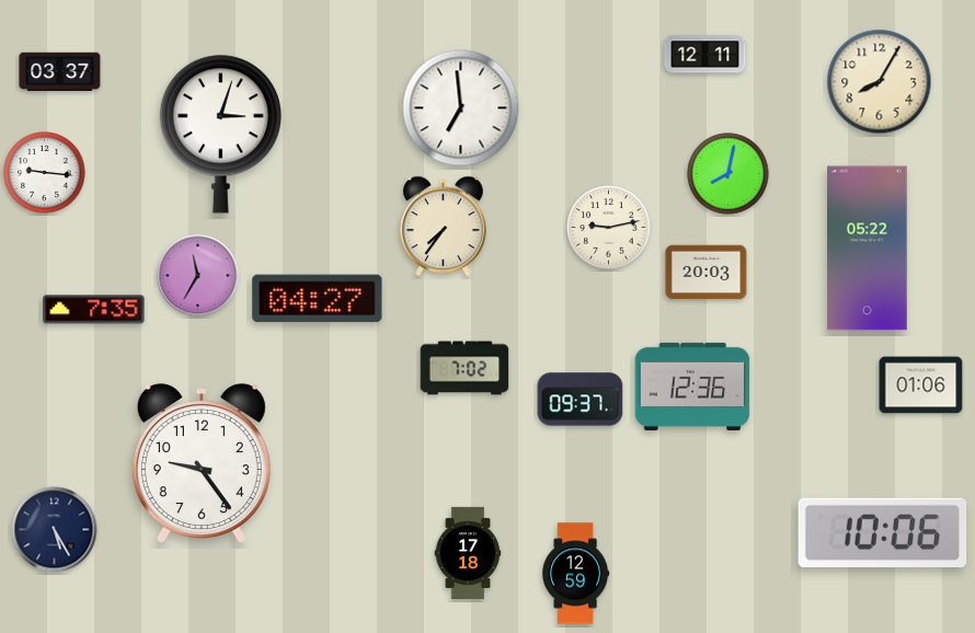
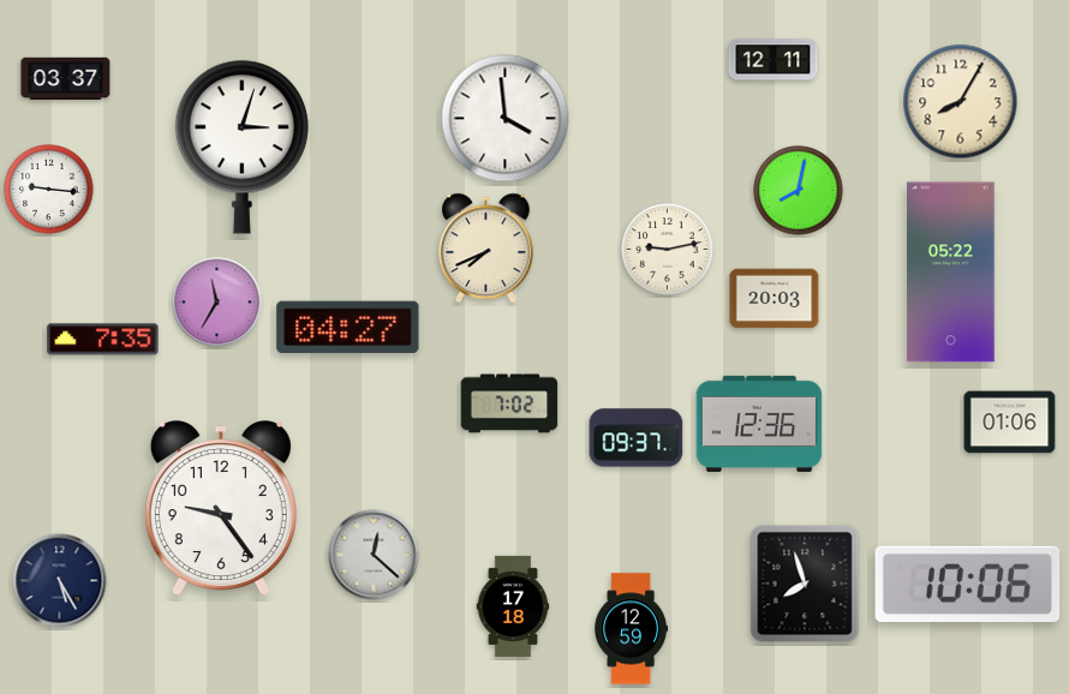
clock at (880, 82) position: (880, 82) -> (961, 102)
clock at (461, 108): 6:59 -> 3:59
clock at (444, 227): 7:36 -> 7:41
clock at (374, 555): none -> 12:22
clock at (805, 584): none -> 7:57
